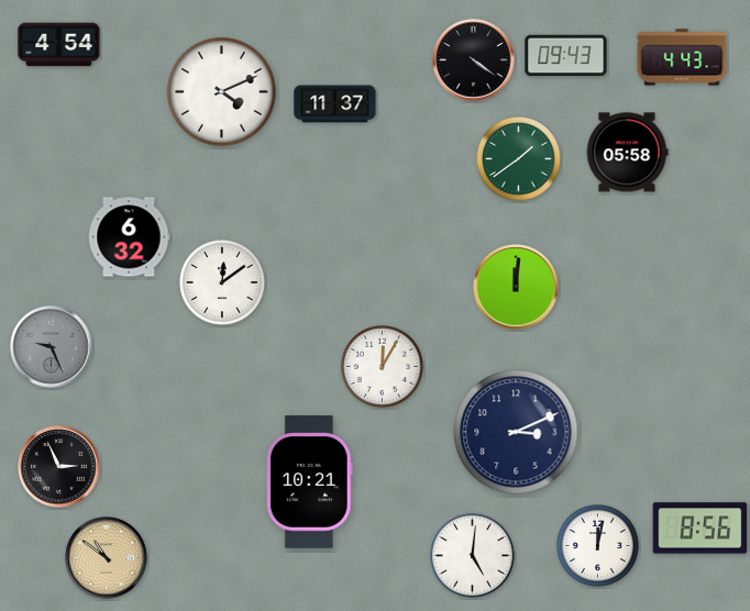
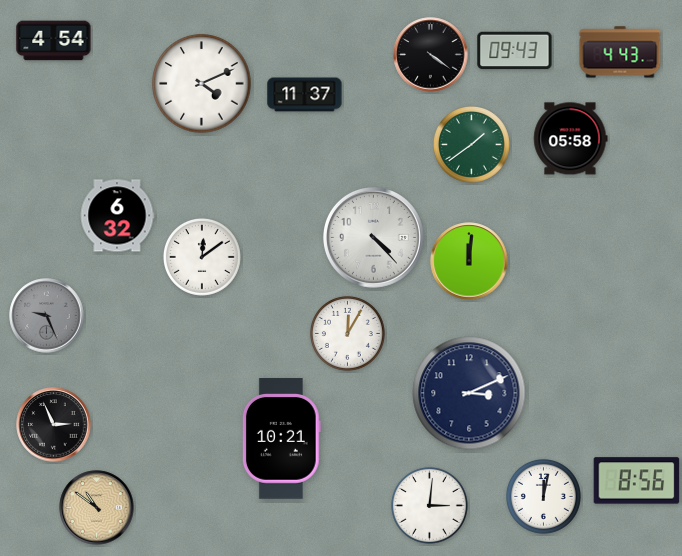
clock at (374, 238): none -> 4:23
clock at (472, 555): 5:01 -> 3:01
